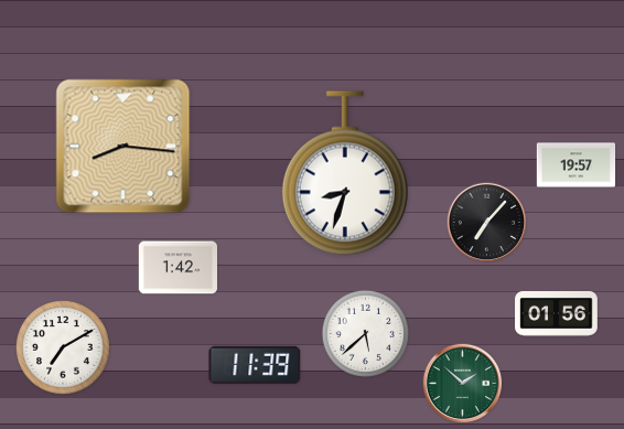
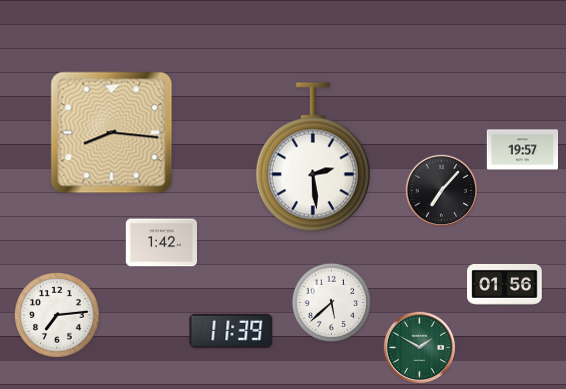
clock at (345, 173): 8:33 -> 2:29
clock at (487, 223) position: (487, 223) -> (442, 191)
clock at (64, 348): 7:10 -> 7:14
clock at (463, 384): 1:52 -> 1:50
